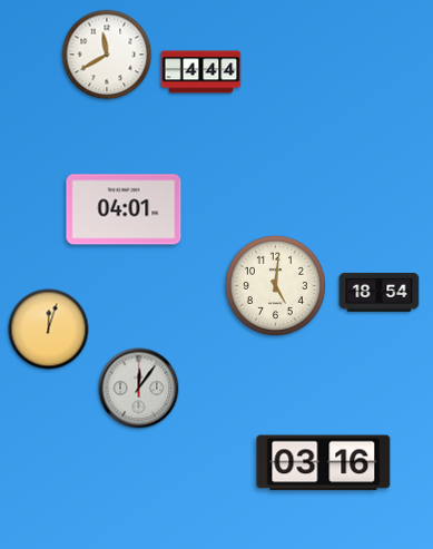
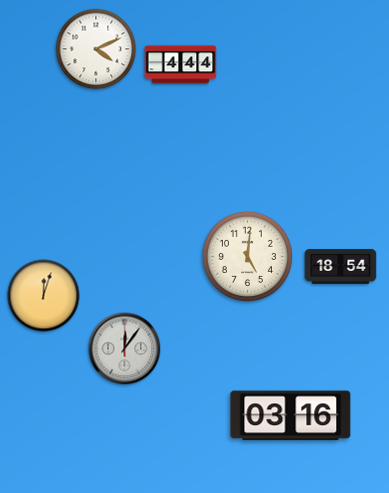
clock at (107, 55): 11:40 -> 4:11
clock at (124, 209): 04:01 -> none
clock at (380, 292) position: (380, 292) -> (341, 266)
